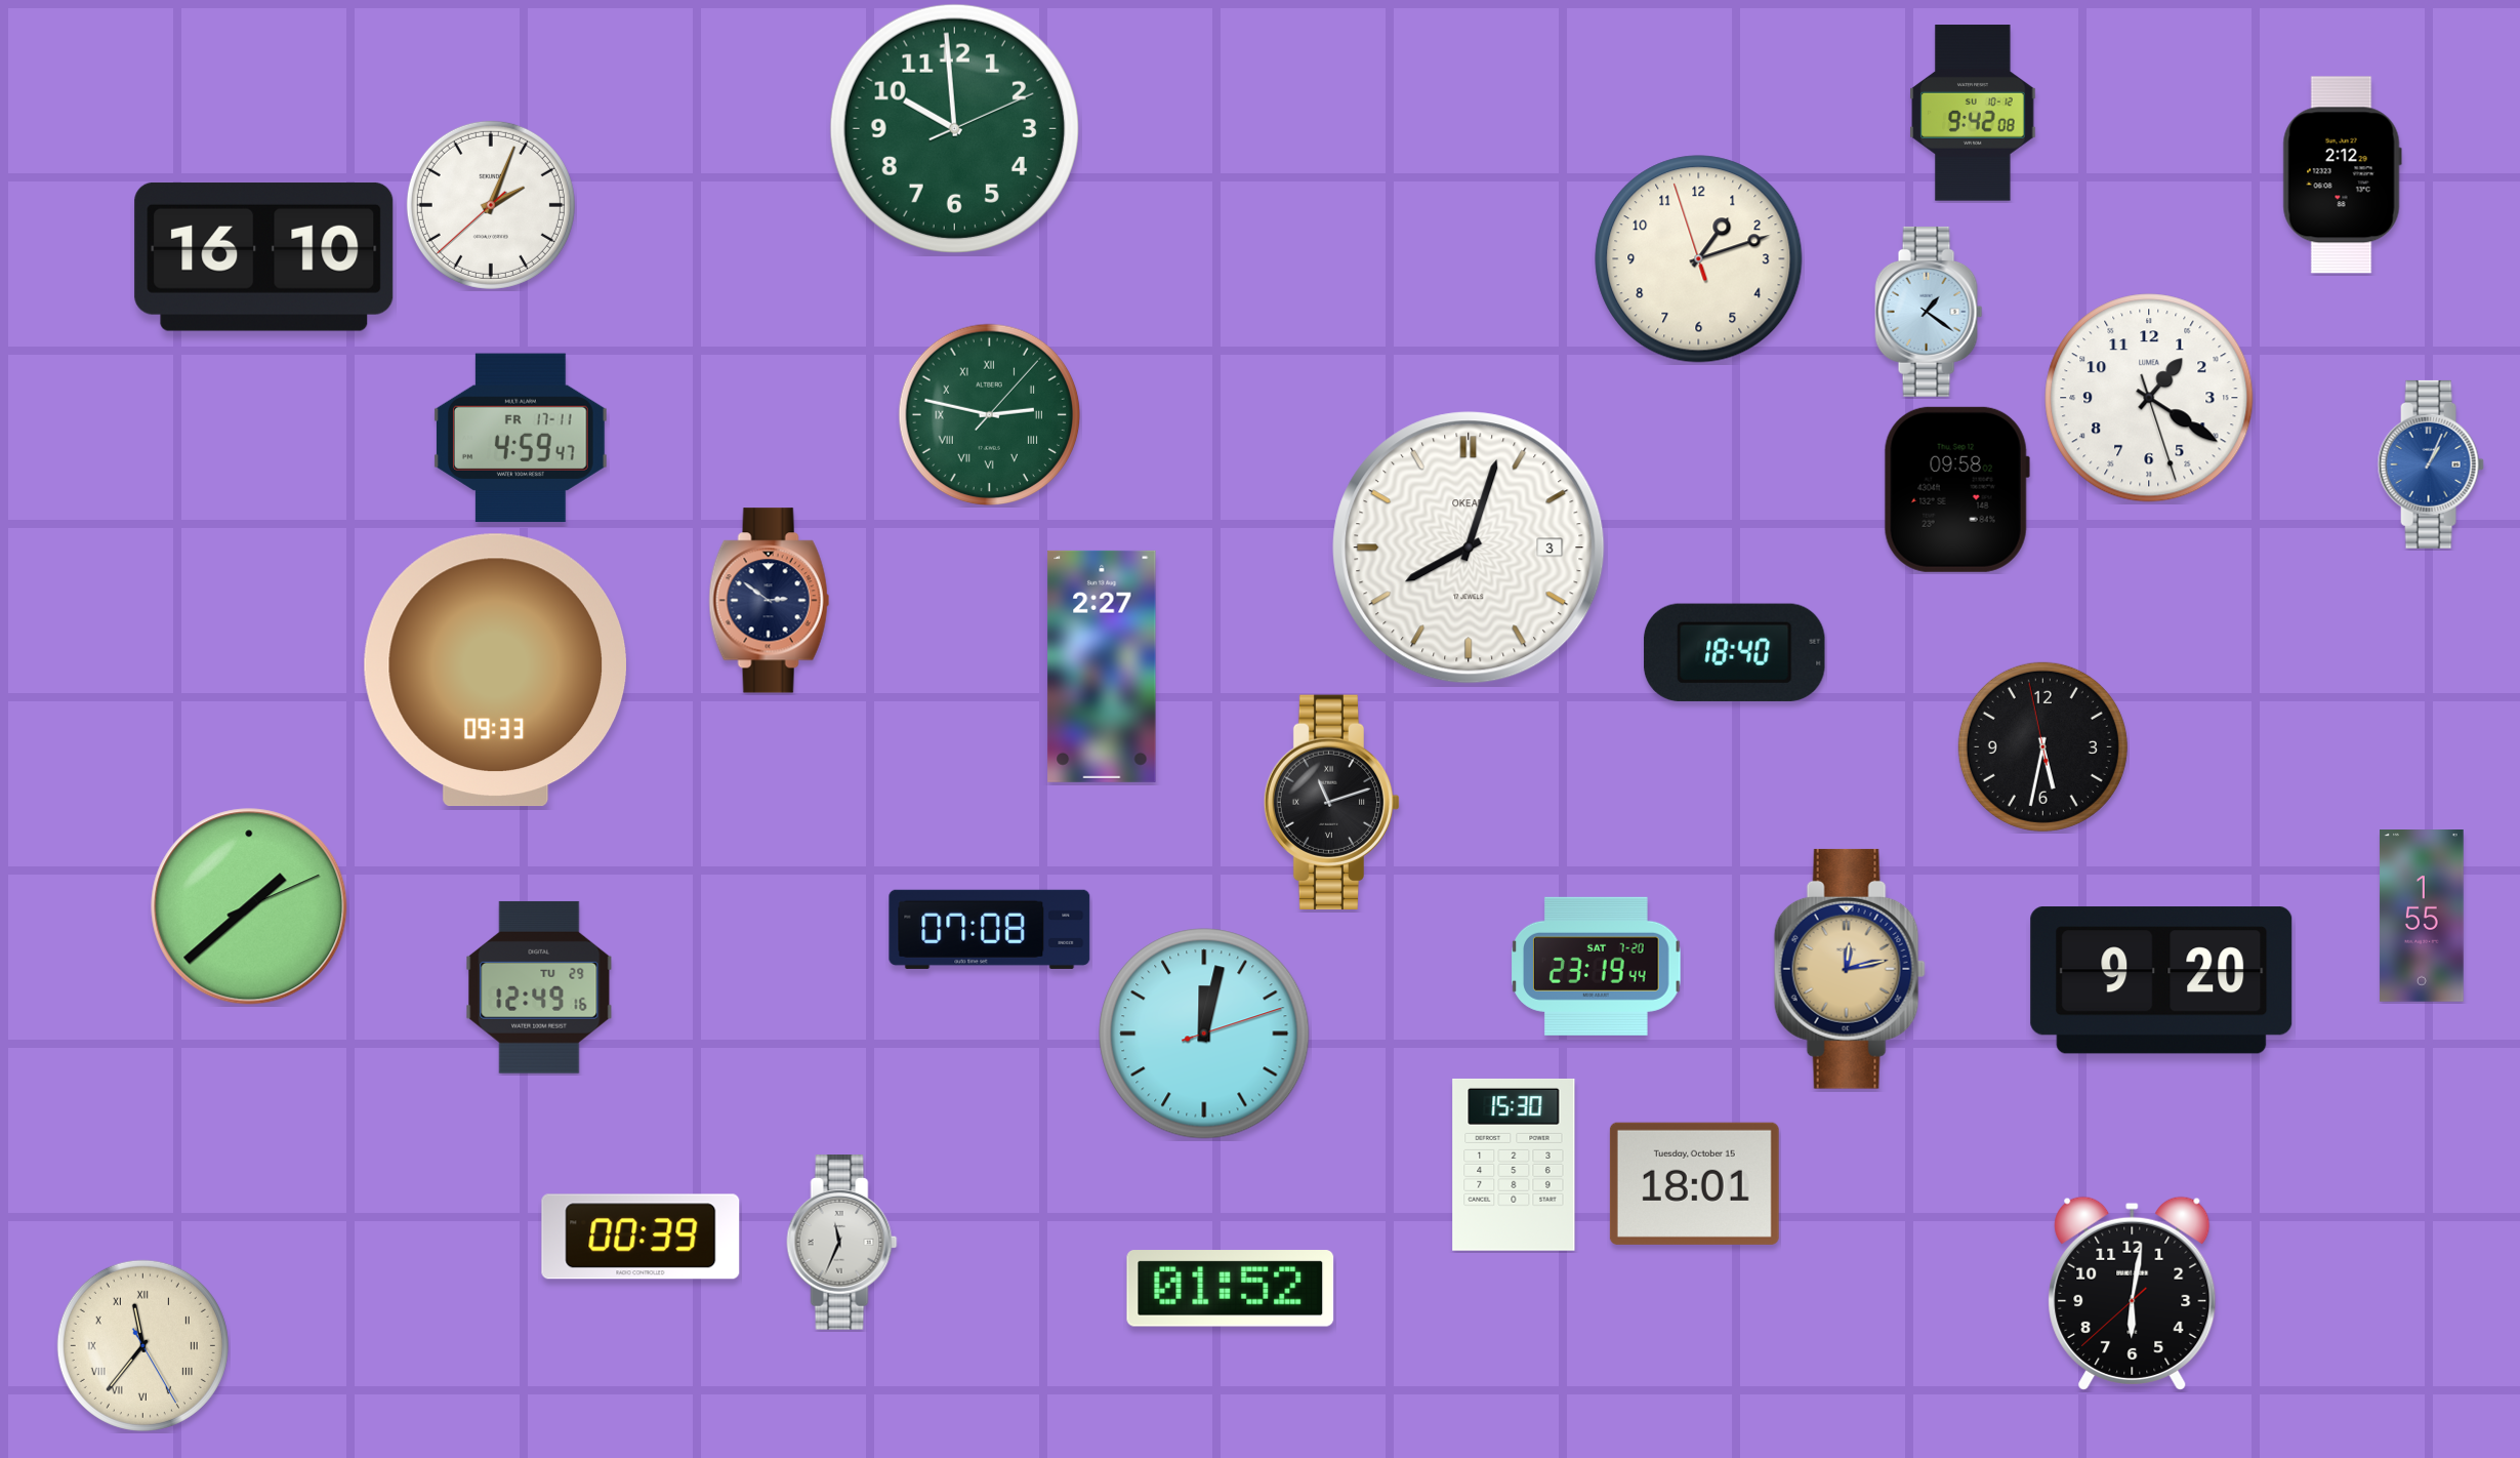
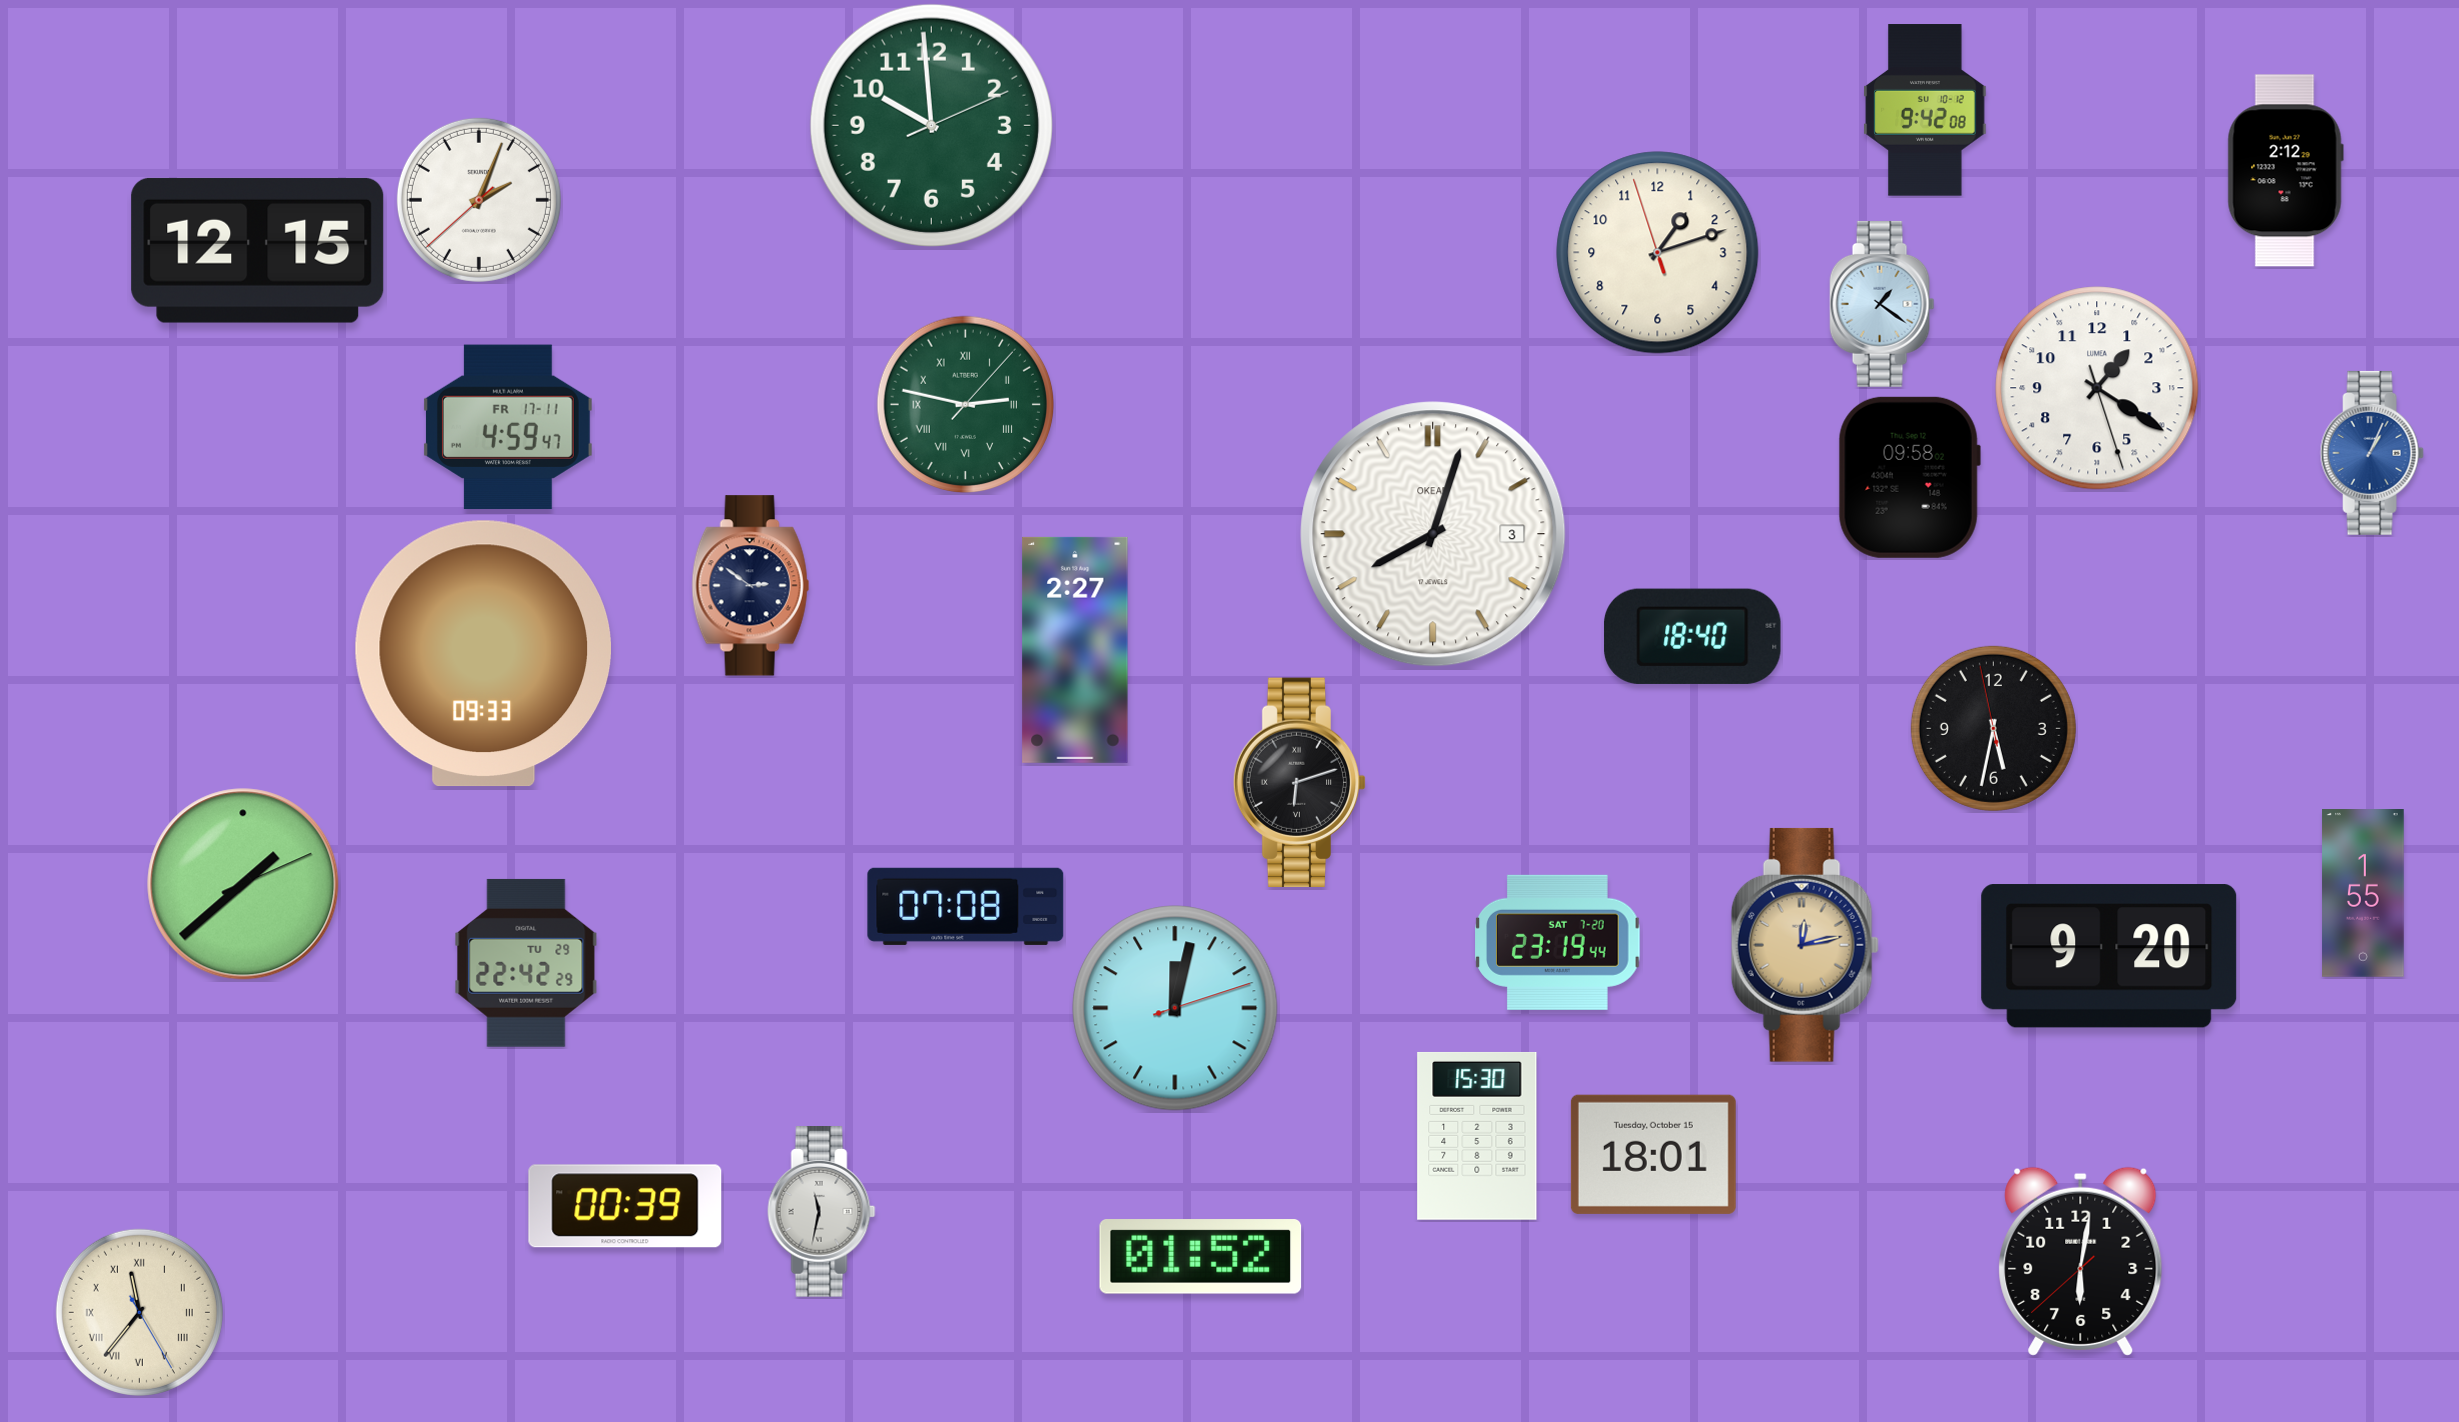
clock at (264, 256): 16:10 -> 12:15
clock at (1332, 802): 11:12 -> 6:12
clock at (539, 987): 12:49 -> 22:42
clock at (842, 1243): 11:34 -> 11:32
